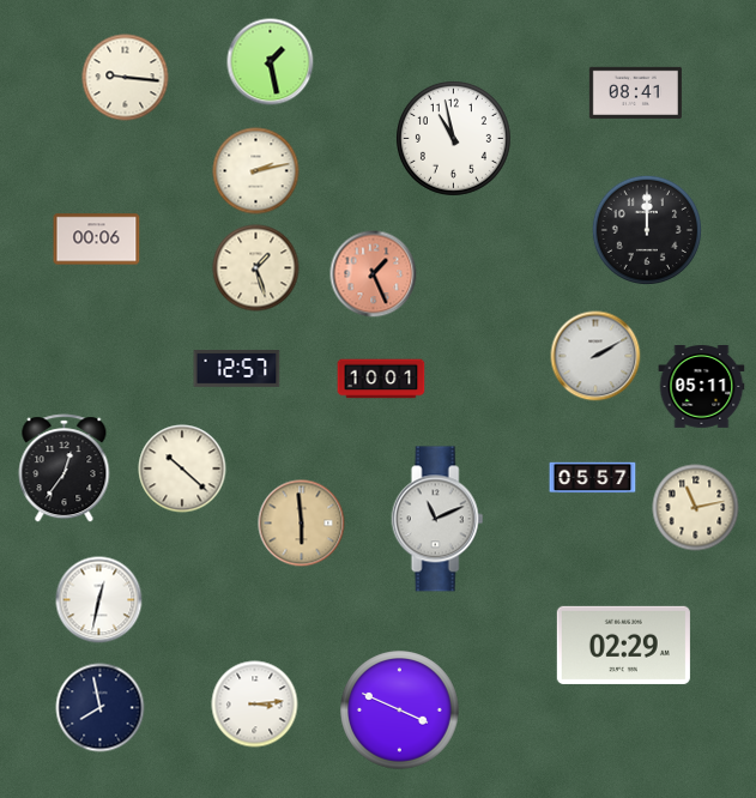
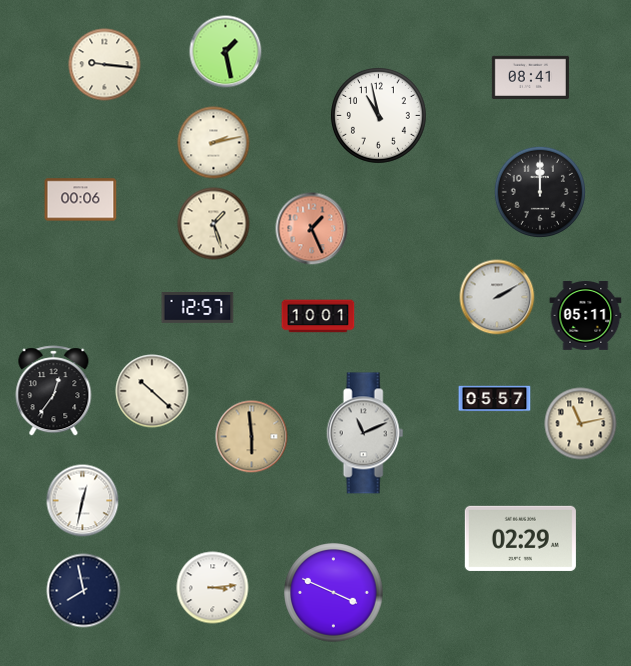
clock at (702, 387) position: (702, 387) -> (586, 316)
